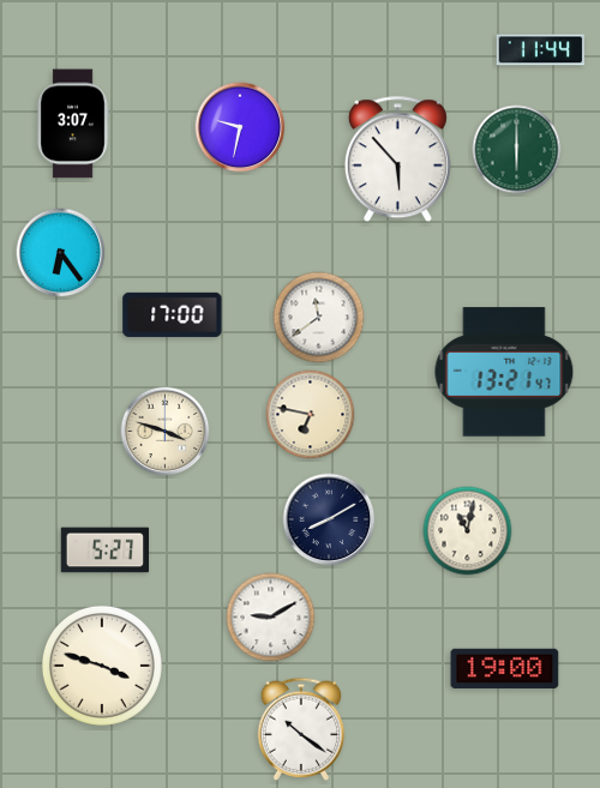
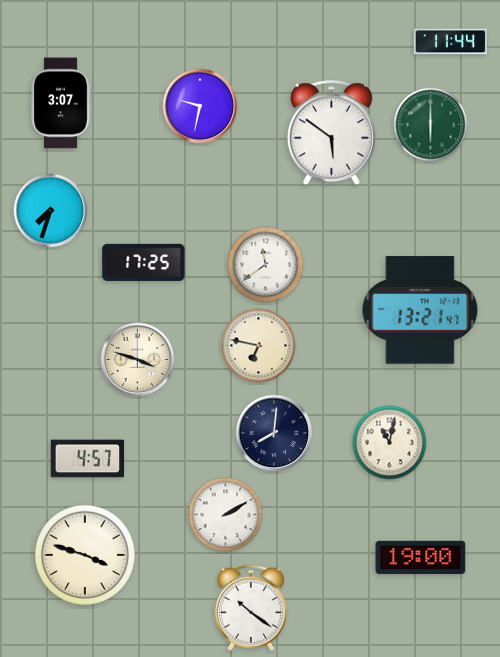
clock at (397, 160): 5:53 -> 5:51
clock at (61, 253): 6:24 -> 7:33
clock at (173, 314): 17:00 -> 17:25
clock at (329, 519): 8:10 -> 8:01
clock at (106, 551): 5:27 -> 4:57
clock at (271, 618): 9:10 -> 2:10
